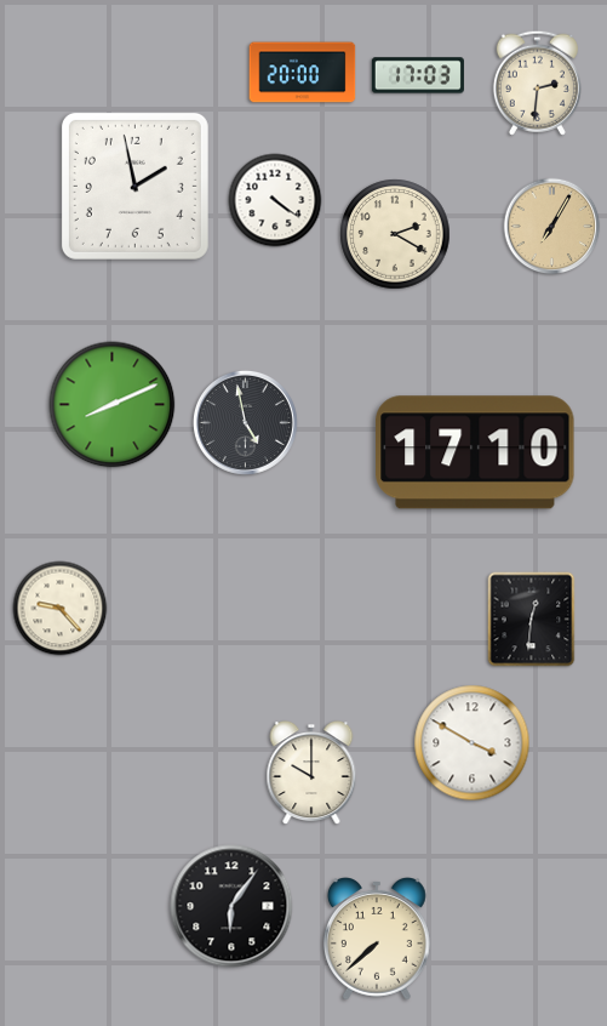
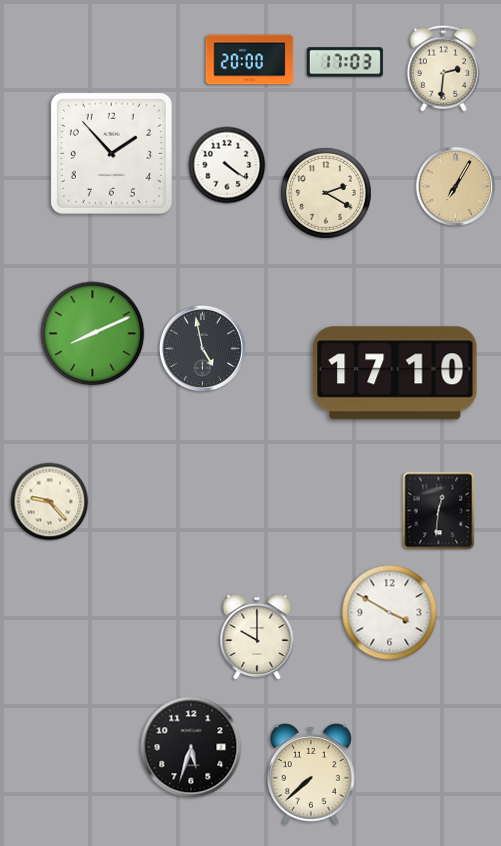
clock at (134, 186): 1:58 -> 1:53
clock at (475, 452) position: (475, 452) -> (395, 373)
clock at (231, 906): 6:06 -> 5:33
